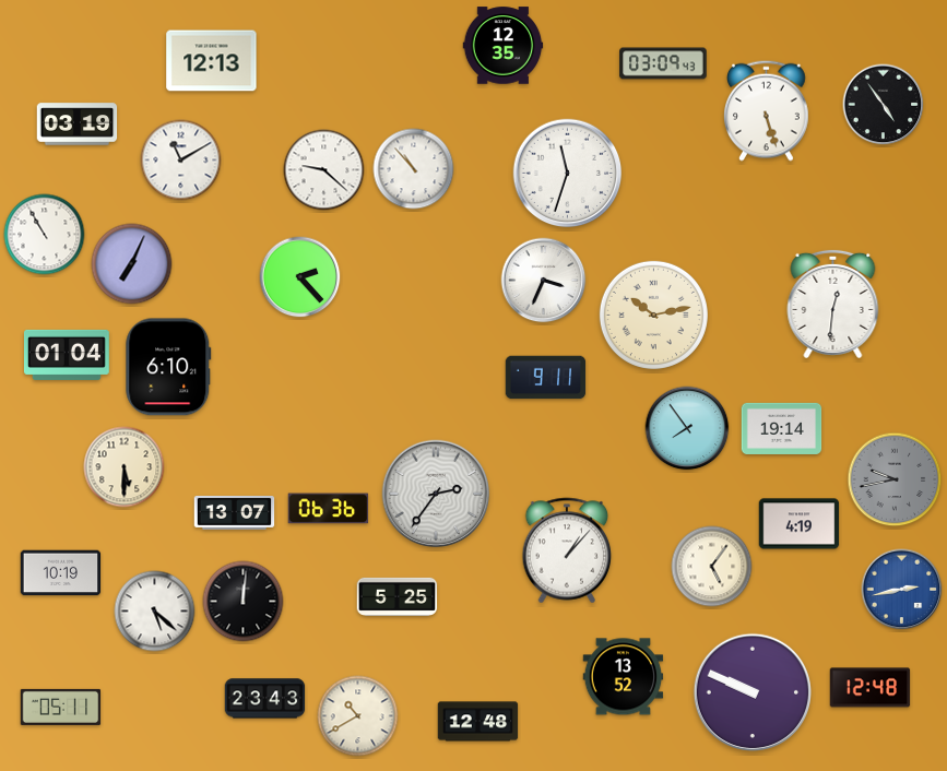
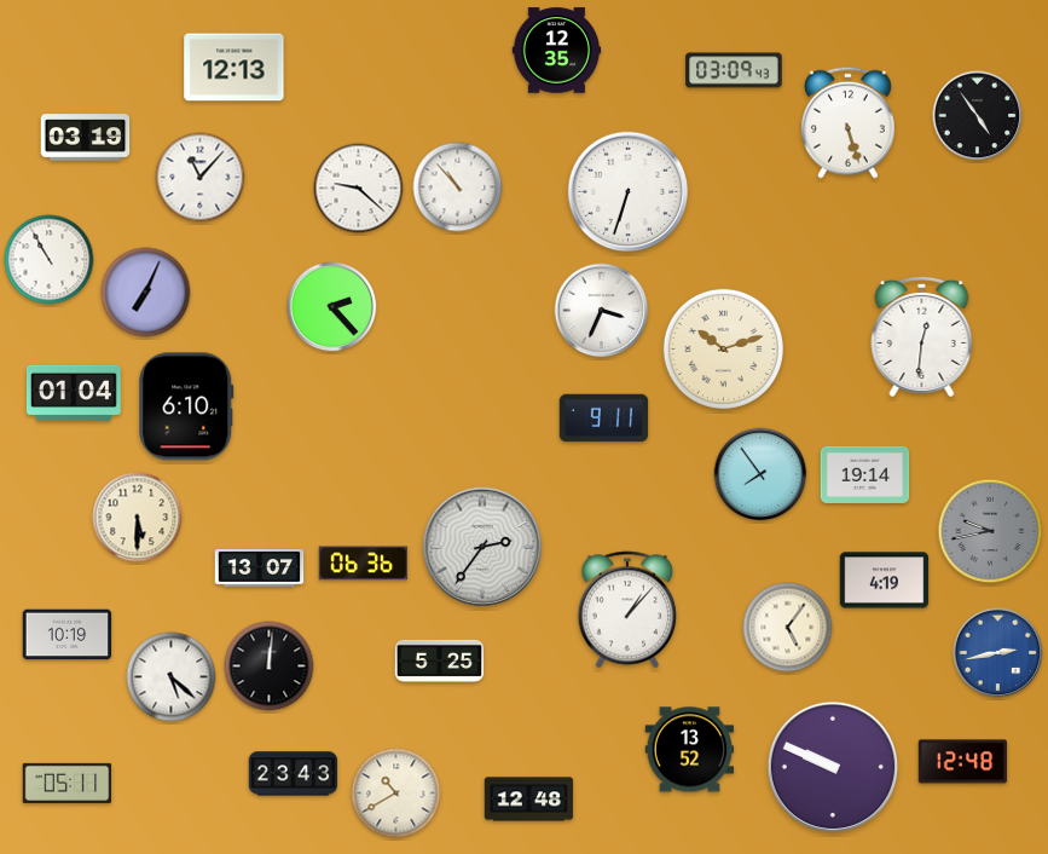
clock at (181, 161): 11:10 -> 11:07
clock at (568, 174): 11:33 -> 6:33
clock at (653, 315): 10:13 -> 10:12
